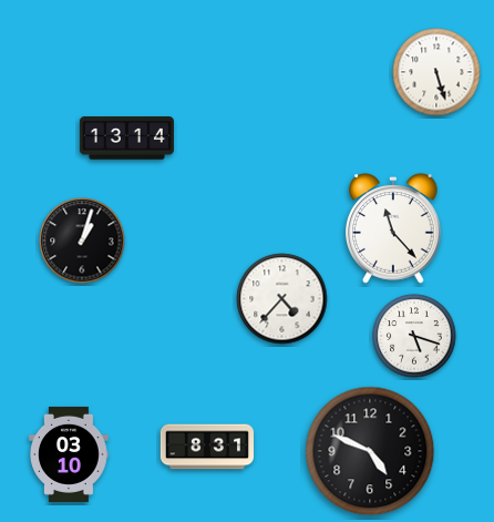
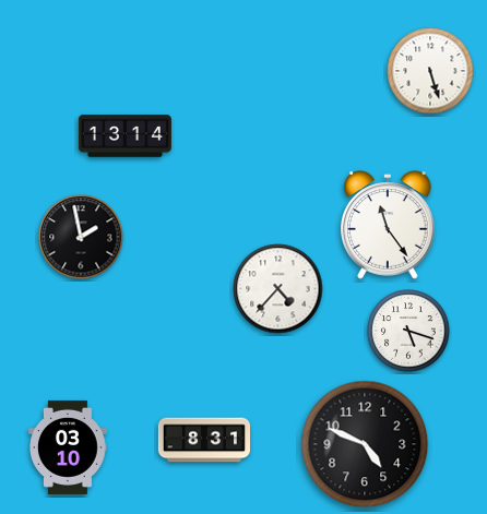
clock at (393, 228): 11:23 -> 11:24
clock at (82, 240): 1:03 -> 1:58
clock at (282, 299) position: (282, 299) -> (278, 289)
